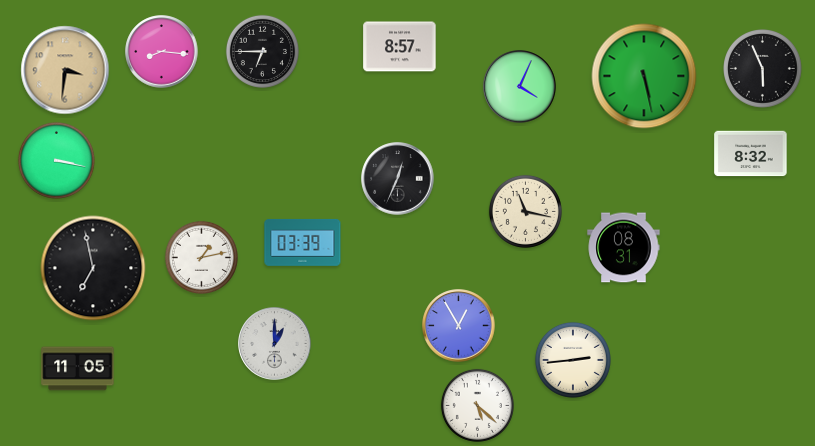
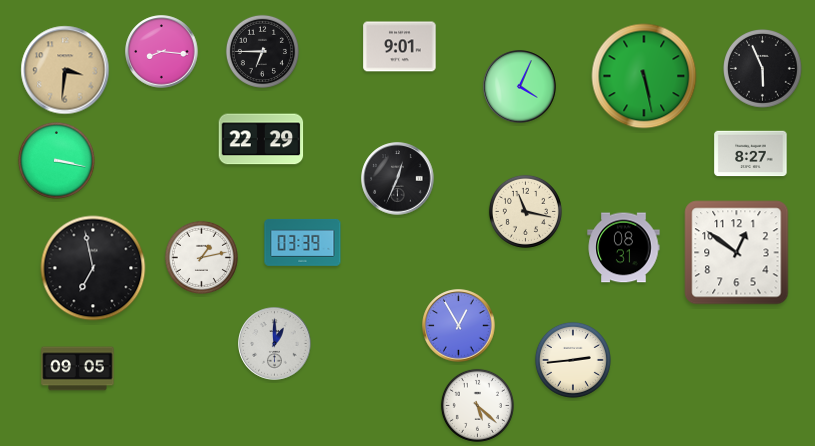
clock at (400, 47): 8:57 -> 9:01
clock at (261, 139): none -> 22:29
clock at (751, 154): 8:32 -> 8:27
clock at (737, 253): none -> 12:51
clock at (78, 369): 11:05 -> 09:05
